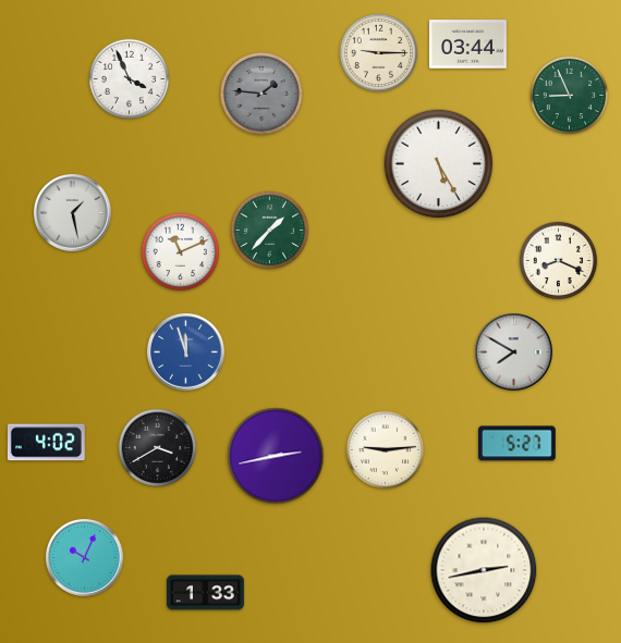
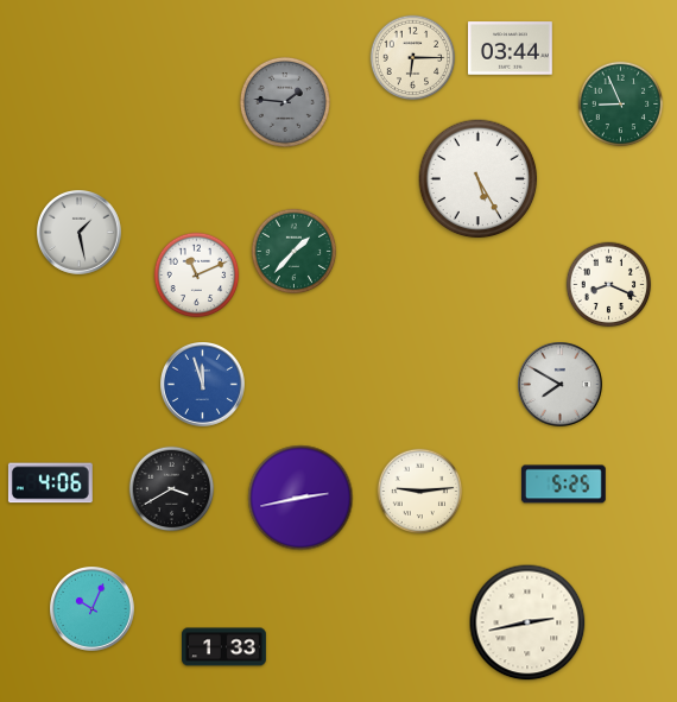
clock at (379, 53): 9:15 -> 6:15
clock at (129, 78): 3:56 -> none
clock at (46, 443): 4:02 -> 4:06
clock at (516, 444): 5:27 -> 5:25
